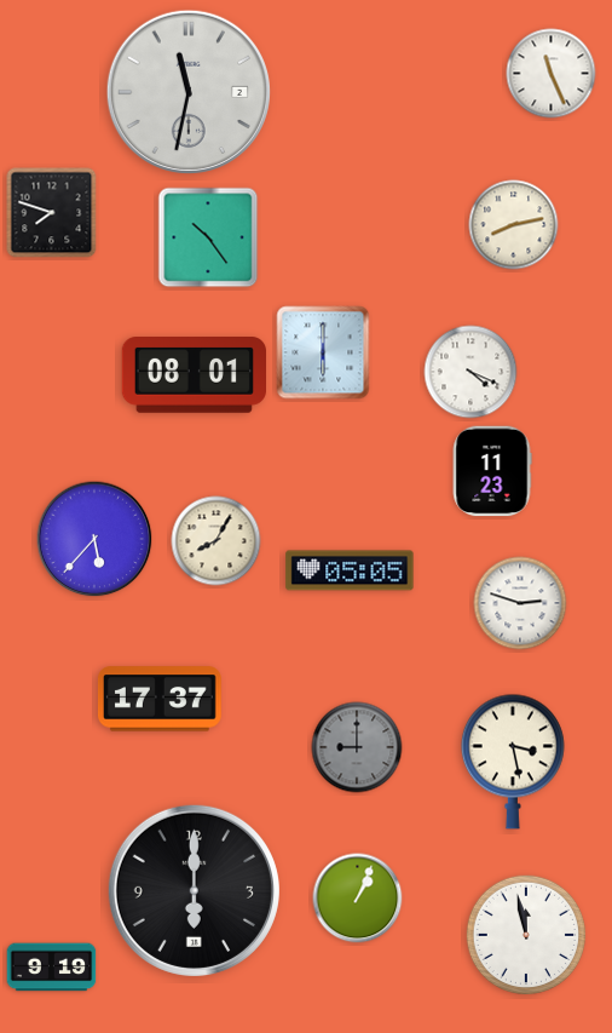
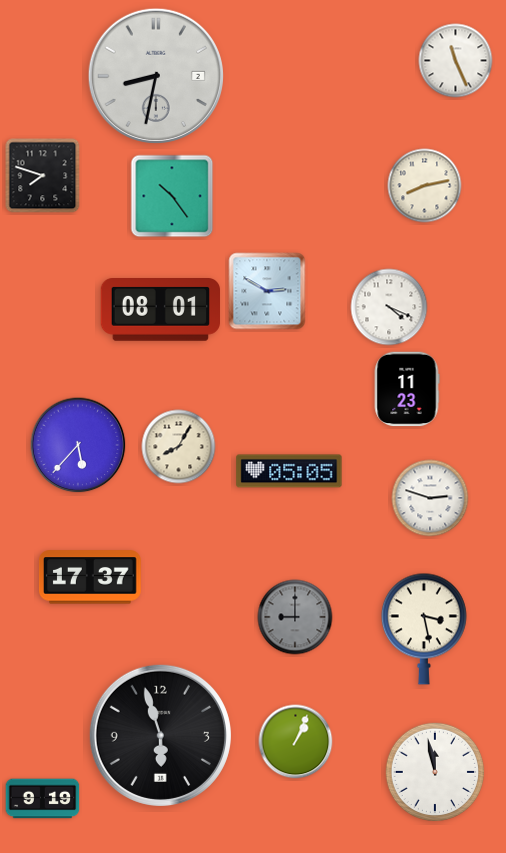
clock at (189, 92): 11:32 -> 8:32
clock at (323, 352): 6:00 -> 2:50
clock at (160, 699) position: (160, 699) -> (90, 577)
clock at (194, 890): 6:00 -> 5:57
